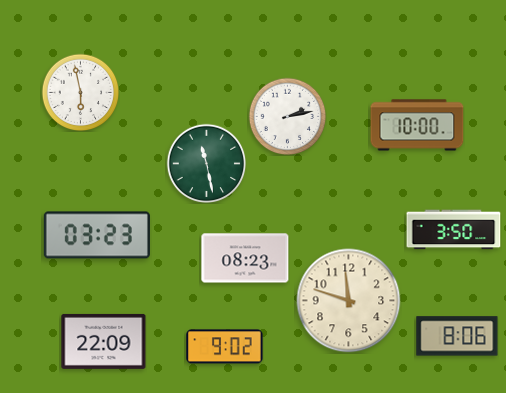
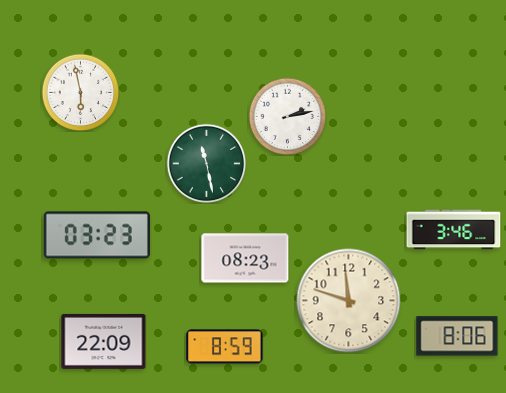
clock at (417, 125): 10:00 -> none
clock at (454, 230): 3:50 -> 3:46
clock at (225, 347): 9:02 -> 8:59
